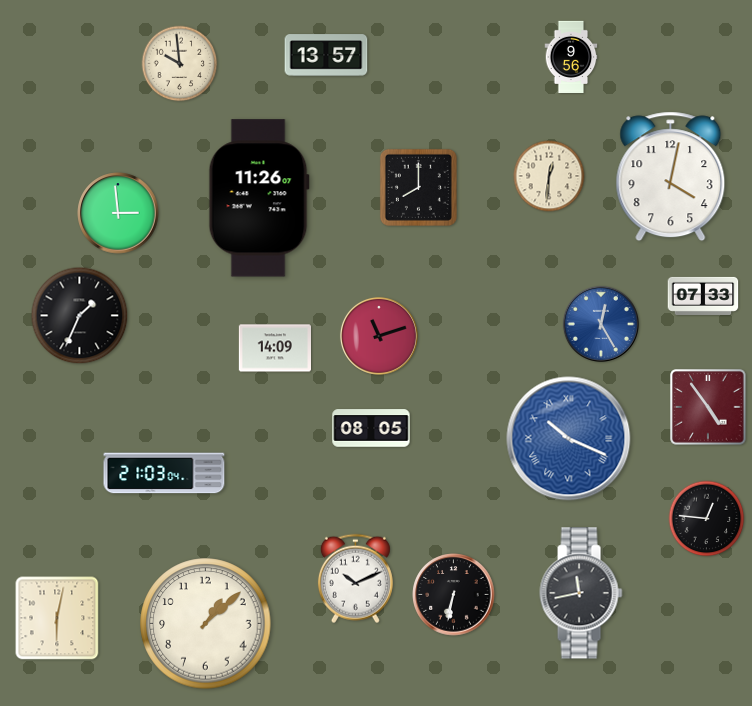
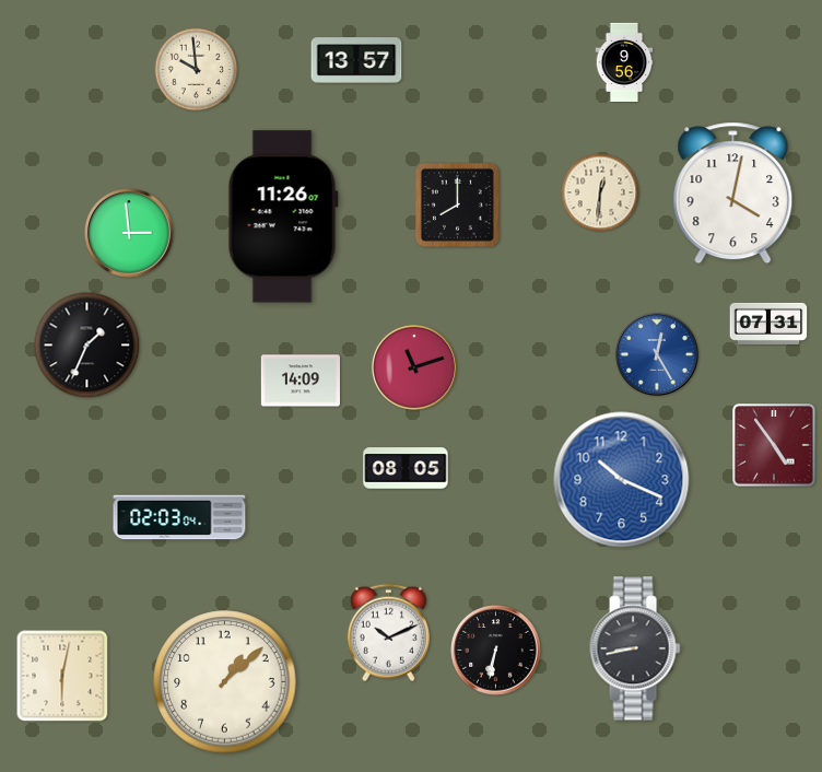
clock at (703, 296): 07:33 -> 07:31
clock at (569, 439) numerals: Roman -> Arabic
clock at (164, 473): 21:03 -> 02:03
clock at (707, 519): 12:46 -> none
clock at (581, 593): 11:43 -> 8:43
